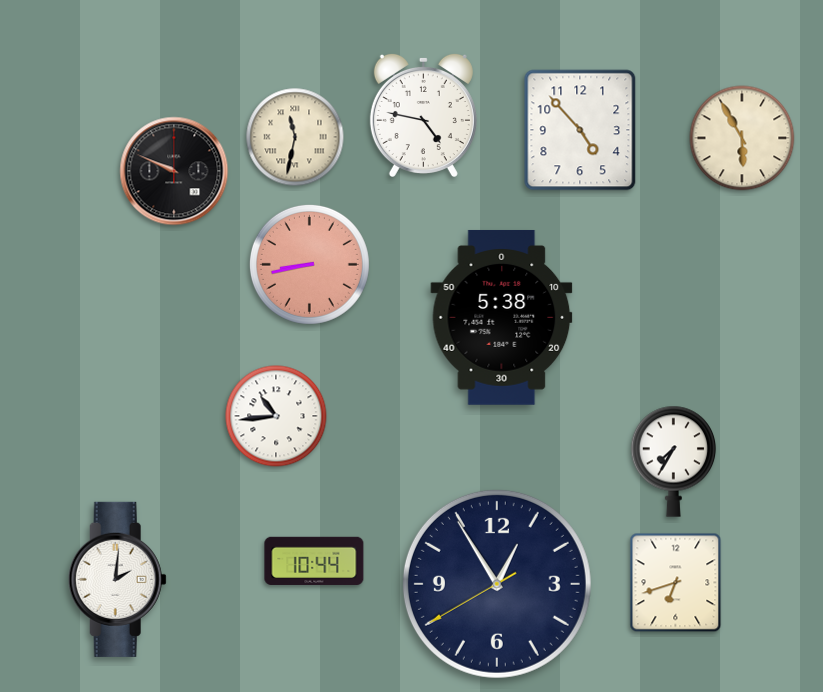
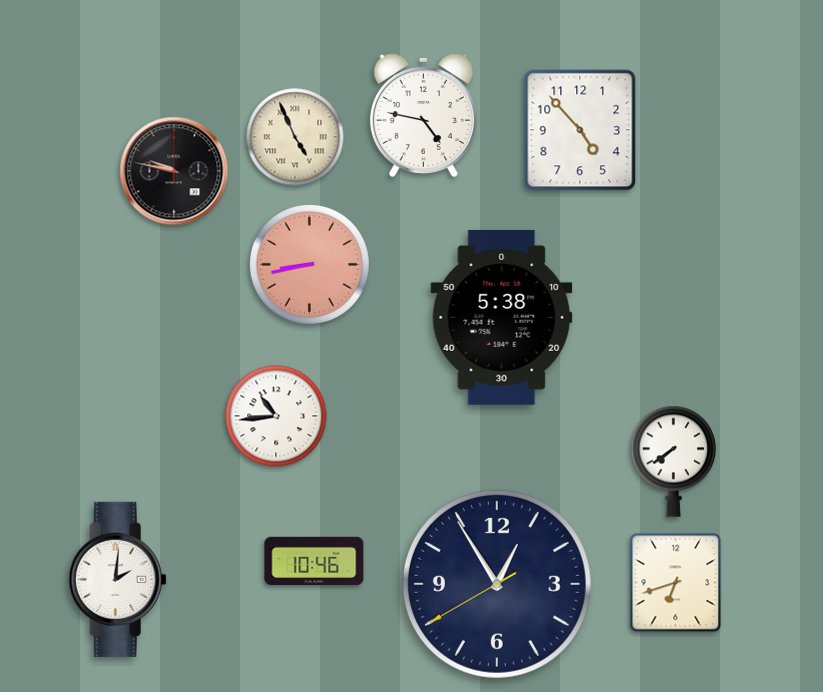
clock at (295, 137): 11:32 -> 4:56
clock at (742, 138): 5:55 -> none
clock at (174, 171): 9:49 -> 9:47
clock at (674, 461): 7:35 -> 7:39
clock at (314, 560): 10:44 -> 10:46
